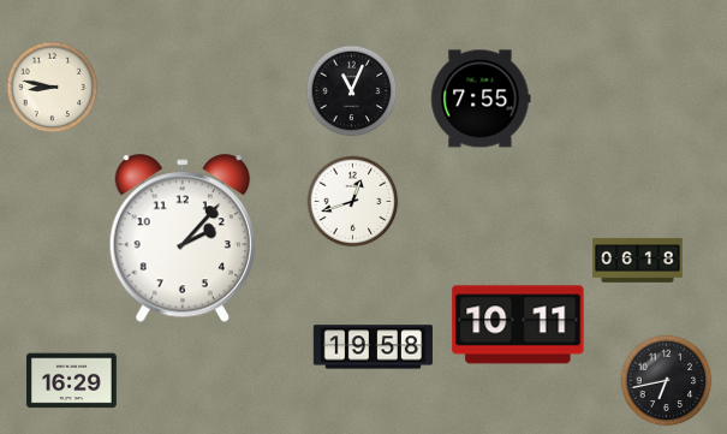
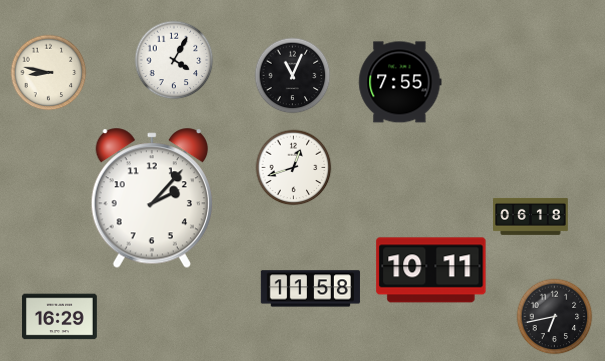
clock at (174, 60): none -> 4:05
clock at (53, 88) position: (53, 88) -> (49, 73)
clock at (373, 347): 19:58 -> 11:58
